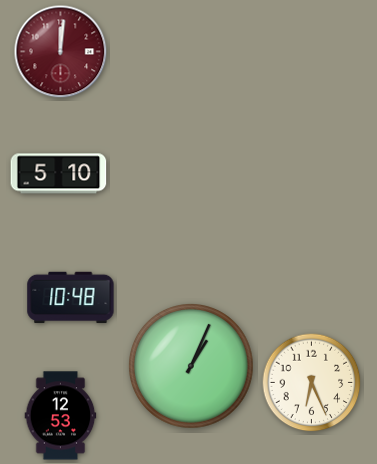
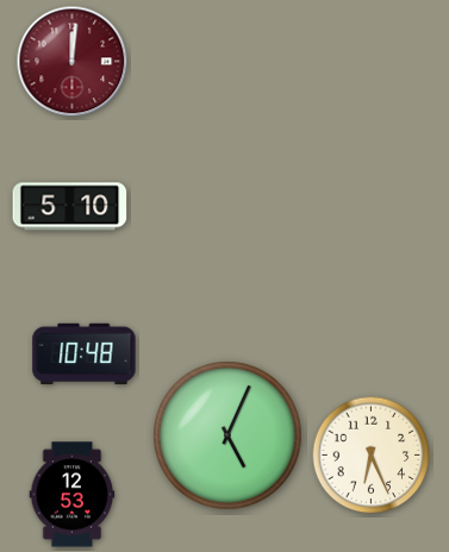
clock at (192, 367): 1:04 -> 5:04
